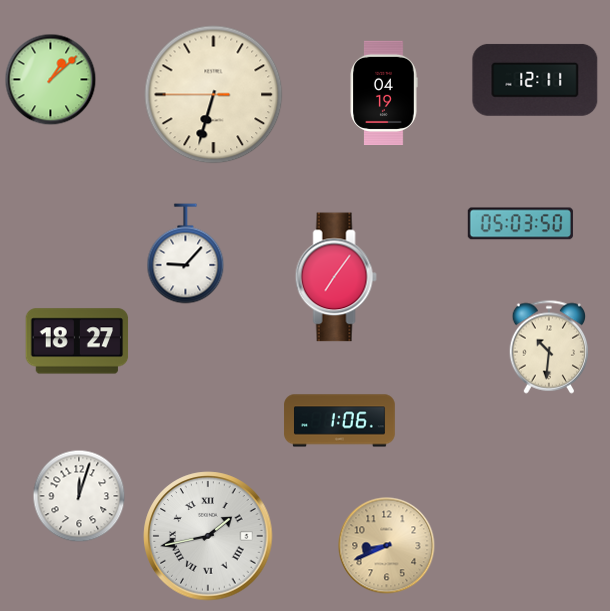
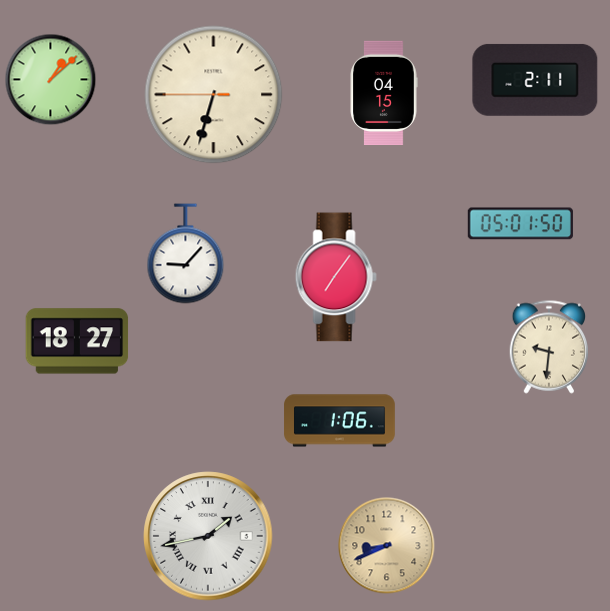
clock at (535, 80): 12:11 -> 2:11
clock at (384, 93): 04:19 -> 04:15
clock at (520, 224): 05:03 -> 05:01
clock at (549, 347): 10:31 -> 9:31
clock at (79, 496): 12:03 -> none
